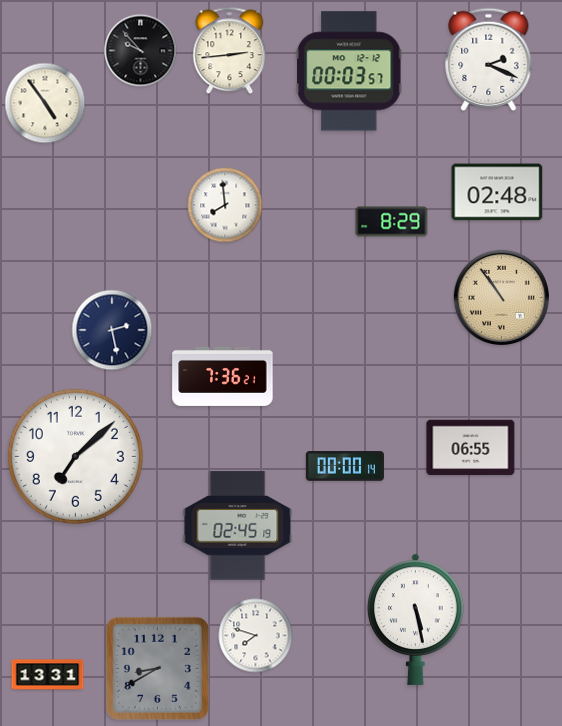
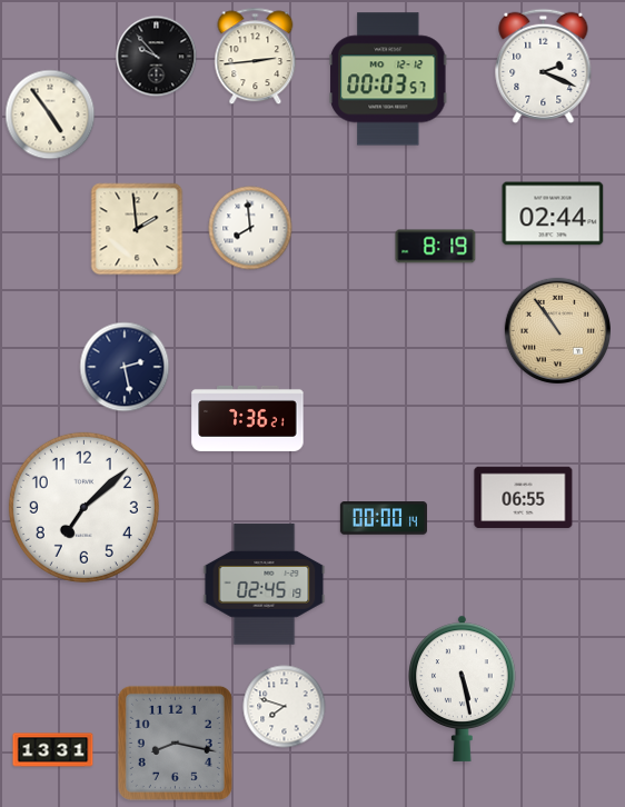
clock at (497, 192): 02:48 -> 02:44
clock at (137, 229): none -> 1:59
clock at (392, 222): 8:29 -> 8:19
clock at (157, 668): 8:40 -> 8:17
